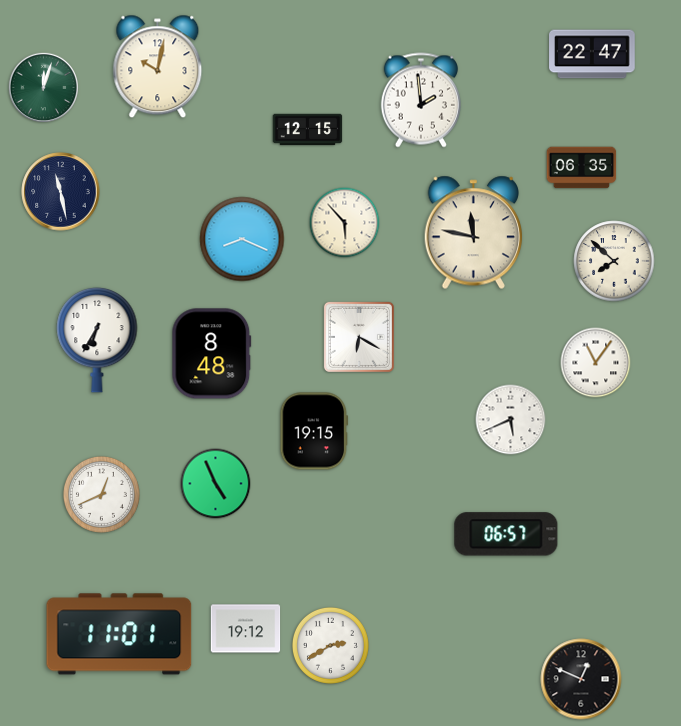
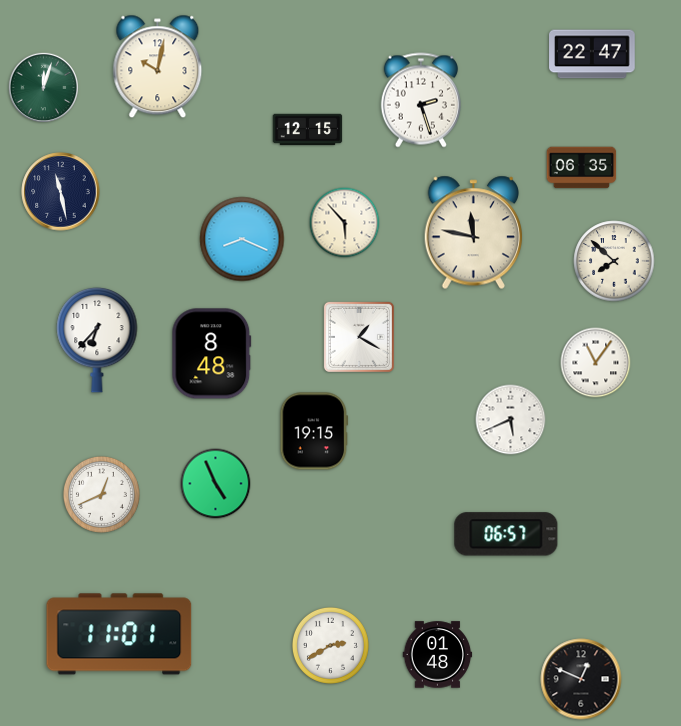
clock at (421, 100): 1:59 -> 2:27
clock at (359, 337): 6:20 -> 1:20
clock at (97, 340): 6:35 -> 6:37
clock at (246, 629): 19:12 -> none
clock at (438, 655): none -> 01:48
